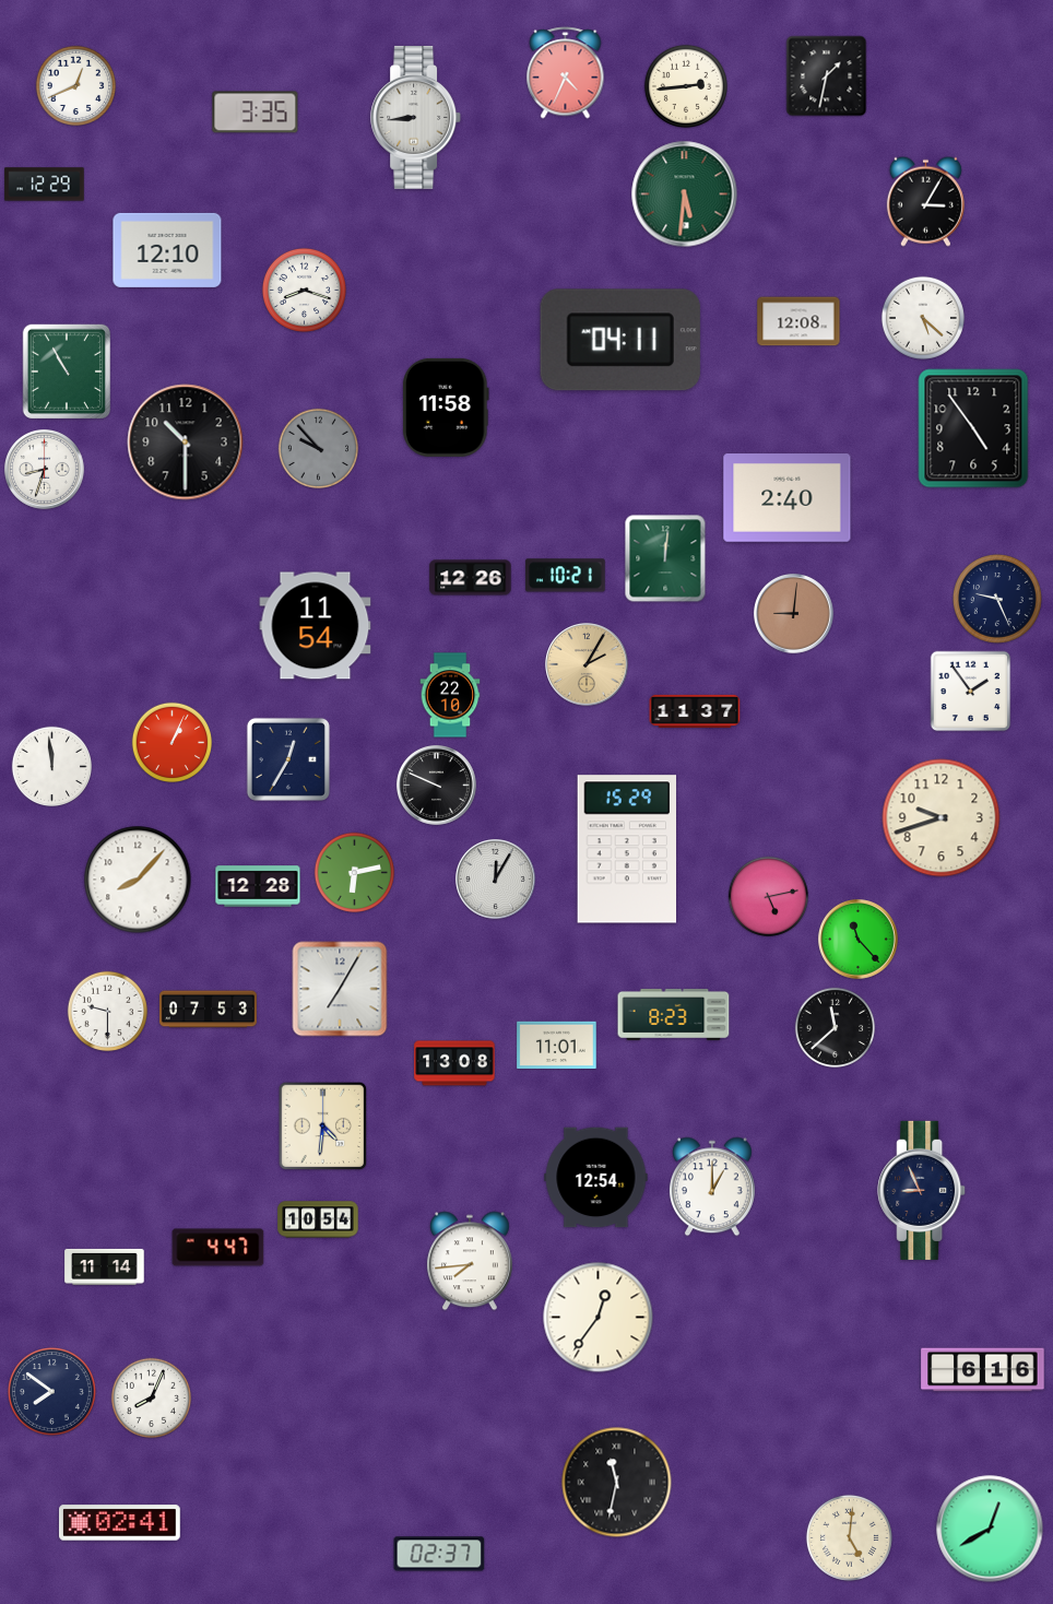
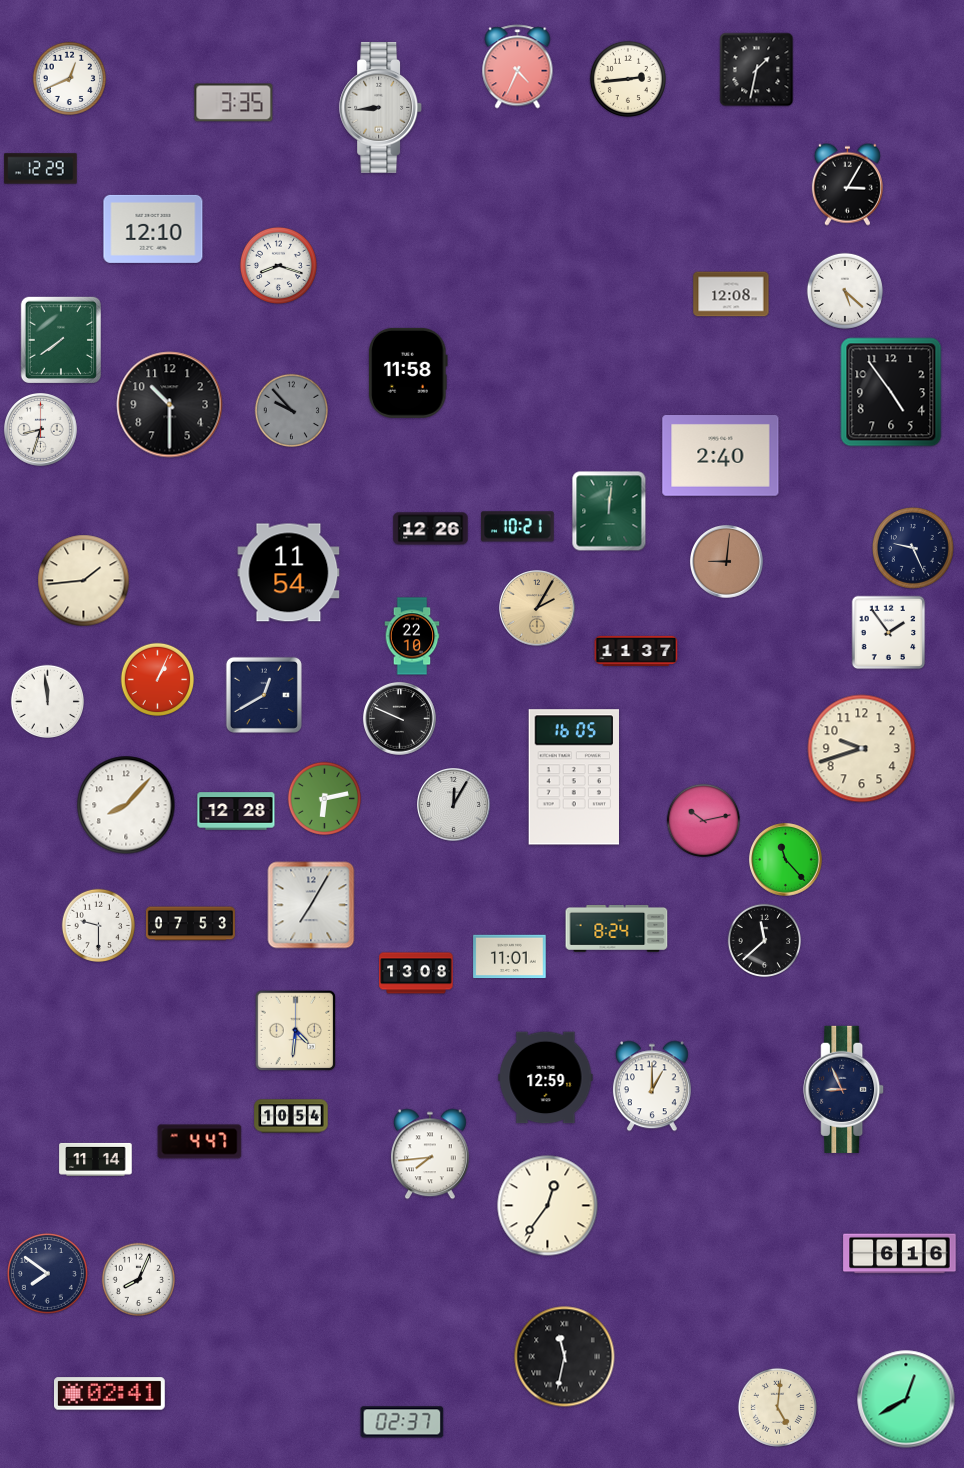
clock at (685, 194): 5:31 -> none
clock at (620, 340): 04:11 -> none
clock at (66, 370): 10:55 -> 7:39
clock at (84, 581): none -> 1:44
clock at (288, 759): 12:35 -> 12:40
clock at (626, 849): 15:29 -> 16:05
clock at (768, 896): 5:13 -> 10:13
clock at (674, 1014): 8:23 -> 8:24
clock at (596, 1178): 12:54 -> 12:59
